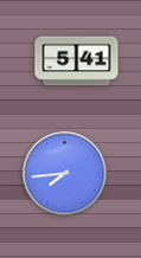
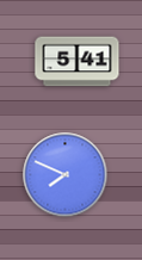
clock at (65, 174): 7:44 -> 7:49
